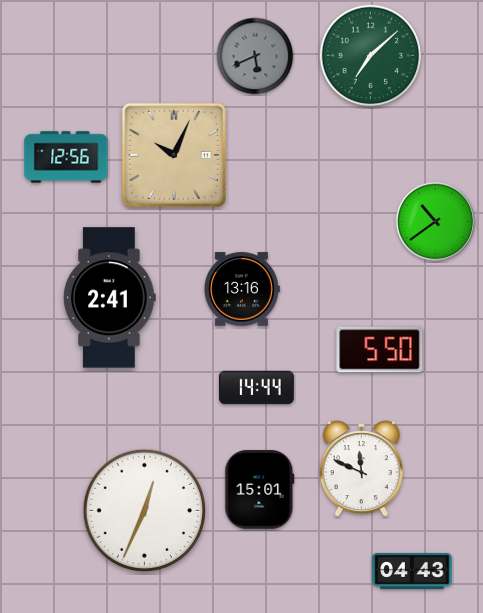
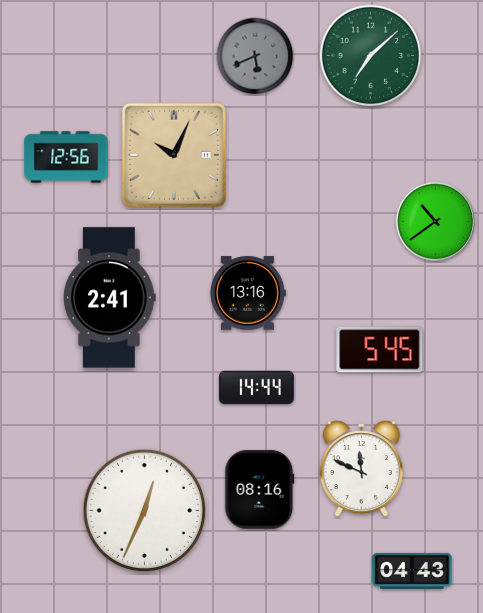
clock at (242, 289) position: (242, 289) -> (248, 293)
clock at (380, 350): 5:50 -> 5:45
clock at (260, 490): 15:01 -> 08:16
